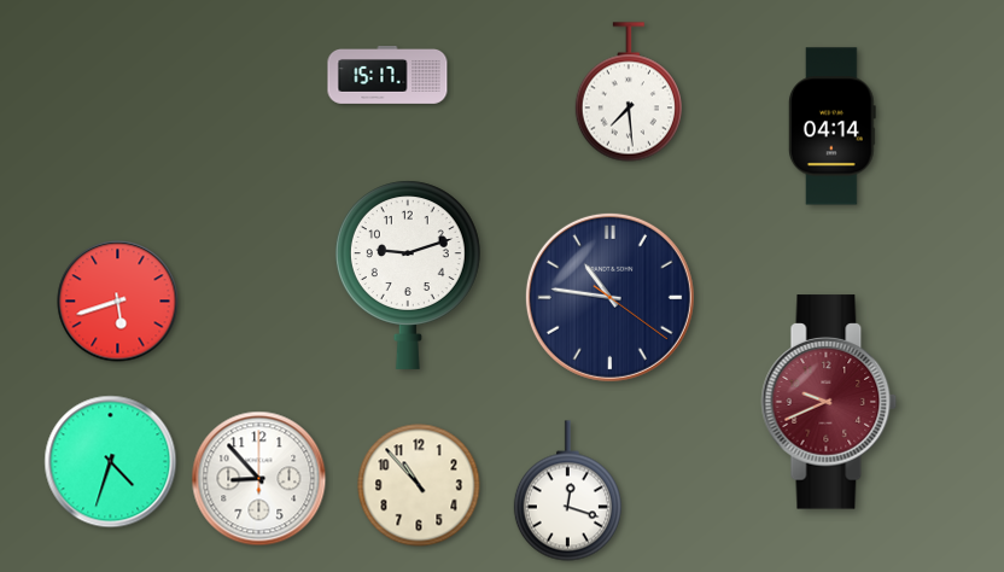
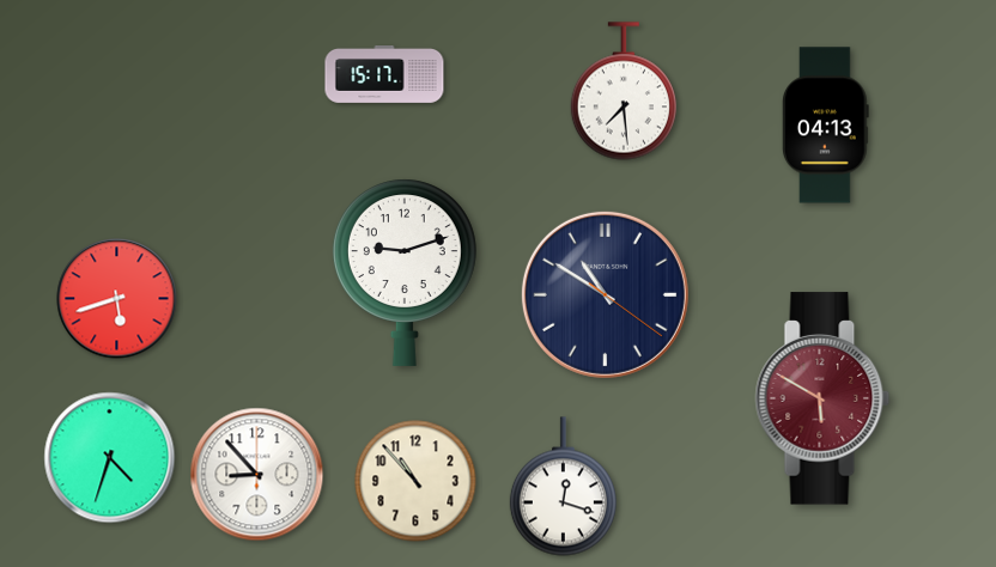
clock at (831, 127): 04:14 -> 04:13
clock at (609, 297): 10:46 -> 10:50
clock at (829, 402): 9:41 -> 5:50
